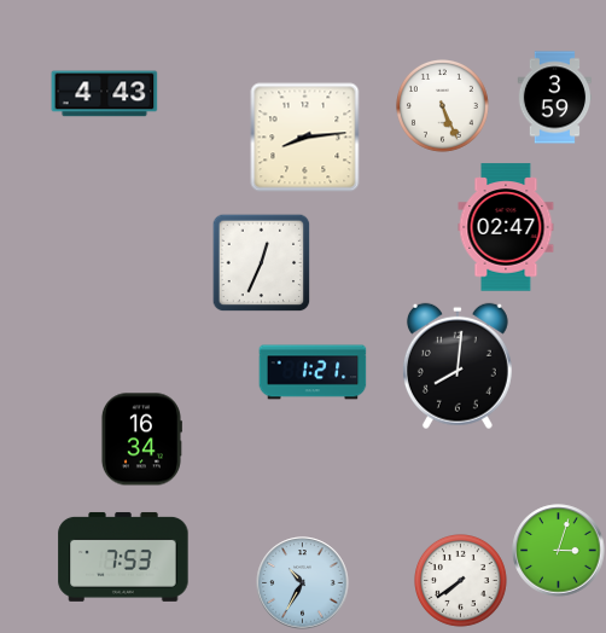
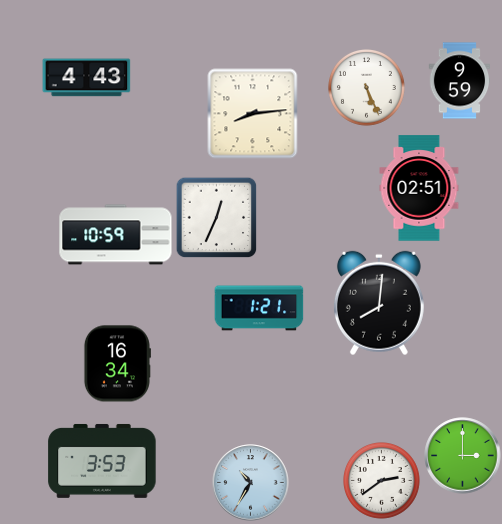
clock at (555, 98): 3:59 -> 9:59
clock at (506, 227): 02:47 -> 02:51
clock at (116, 235): none -> 10:59
clock at (559, 551): 3:03 -> 3:00
clock at (123, 557): 7:53 -> 3:53
clock at (461, 581): 7:39 -> 2:39
